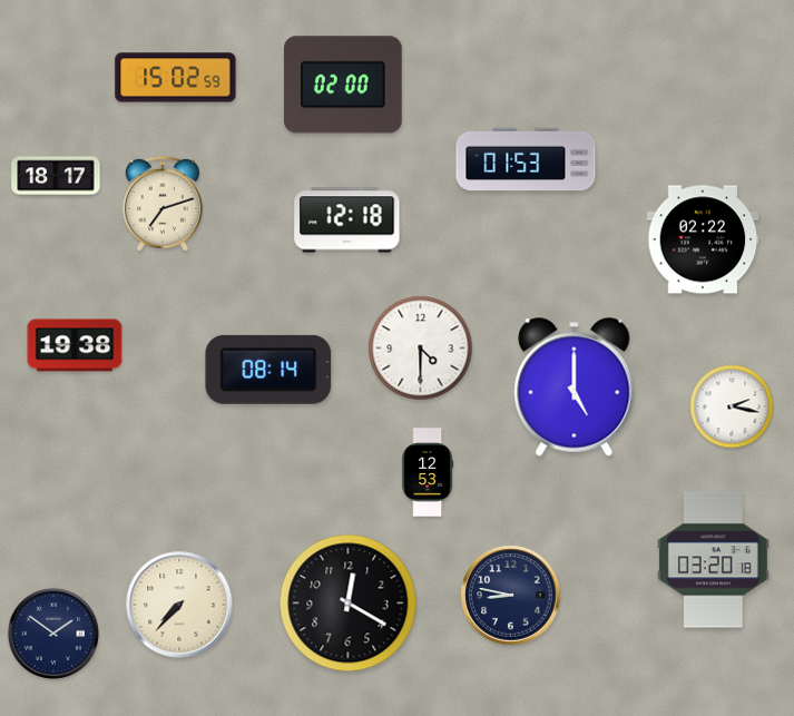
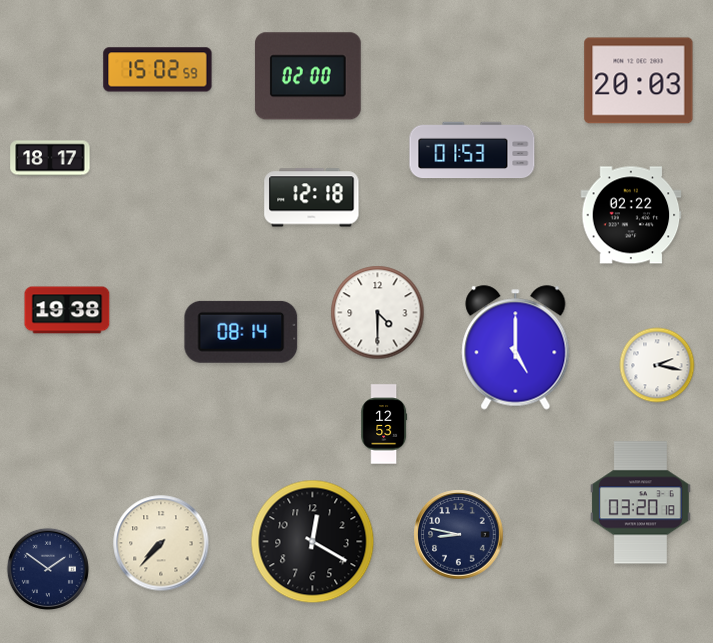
clock at (639, 81): none -> 20:03
clock at (526, 159) position: (526, 159) -> (472, 150)
clock at (163, 204): 7:12 -> none
